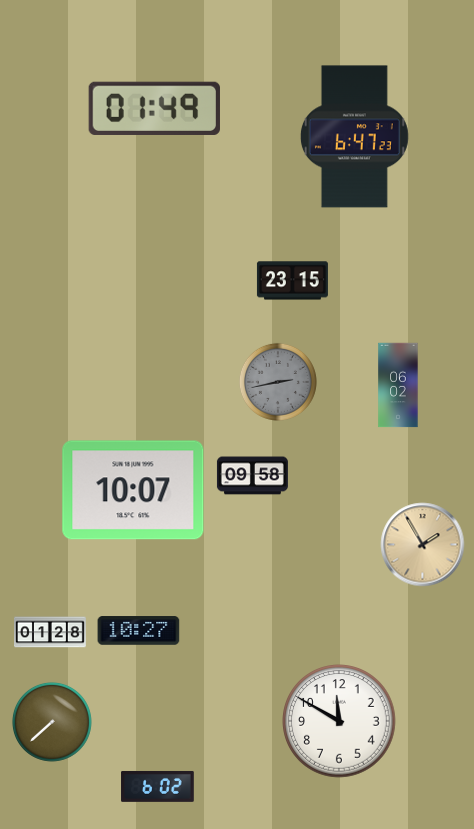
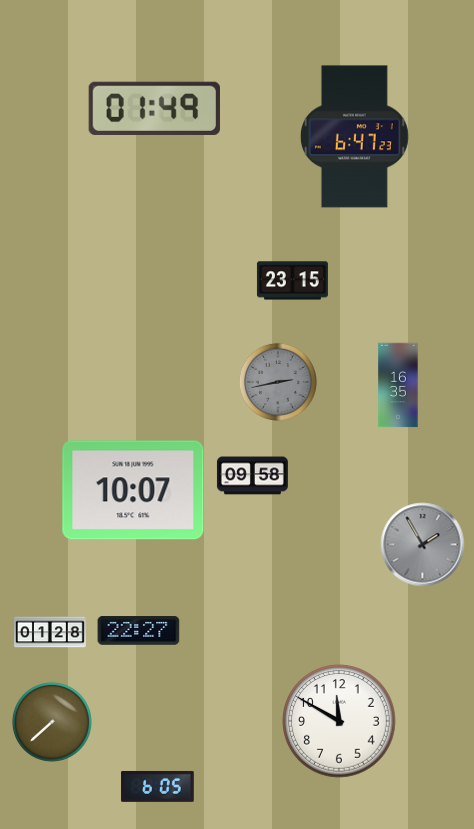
clock at (398, 385): 06:02 -> 16:35
clock at (423, 545) dial: champagne -> grey
clock at (139, 631): 10:27 -> 22:27
clock at (158, 786): 6:02 -> 6:05
